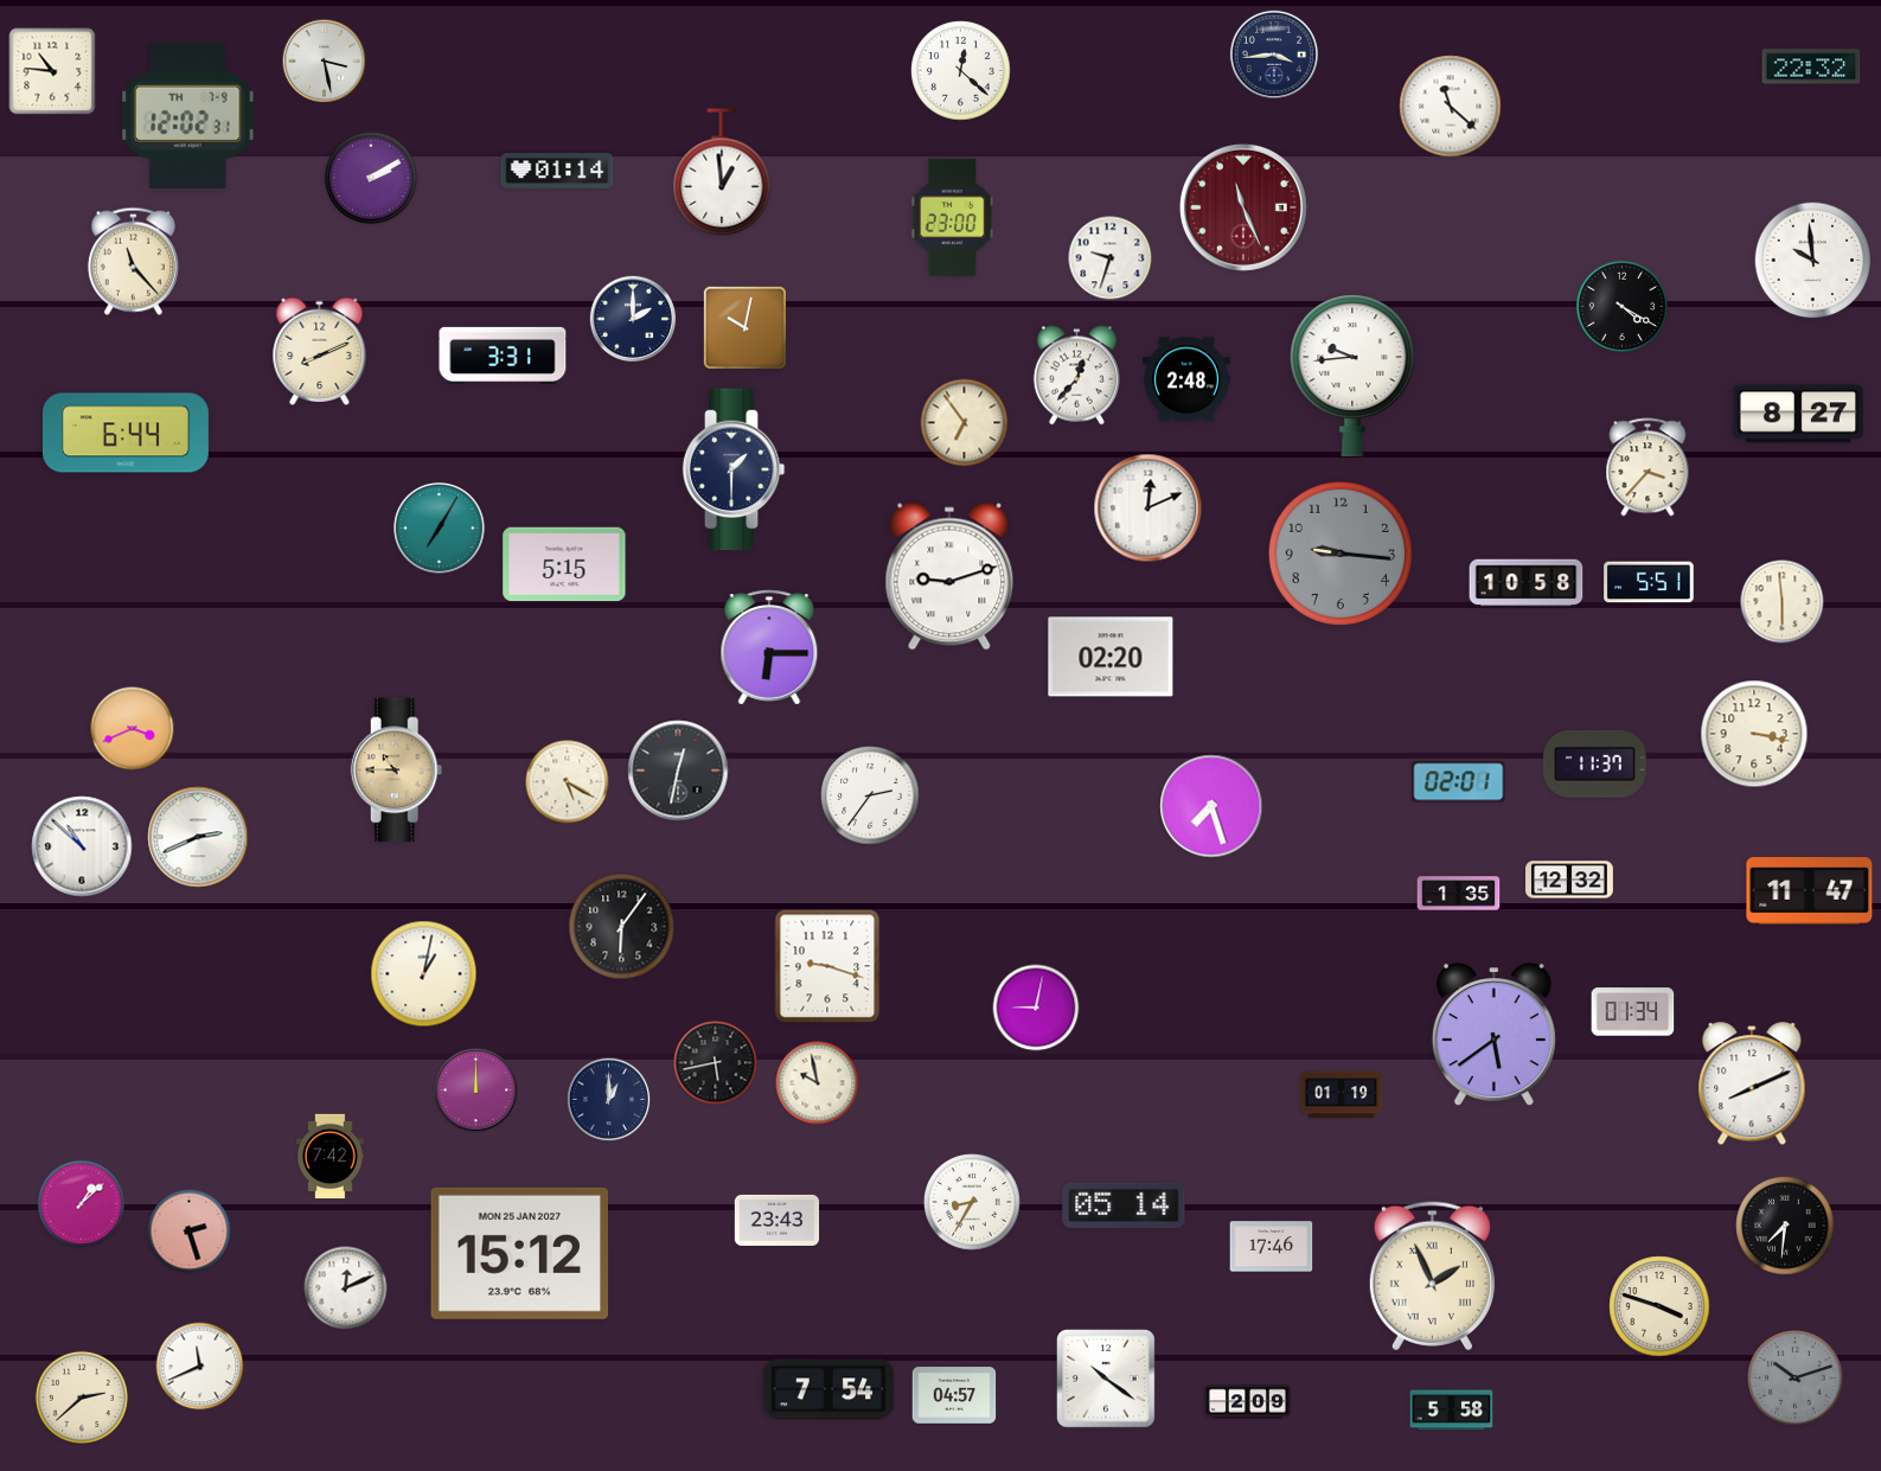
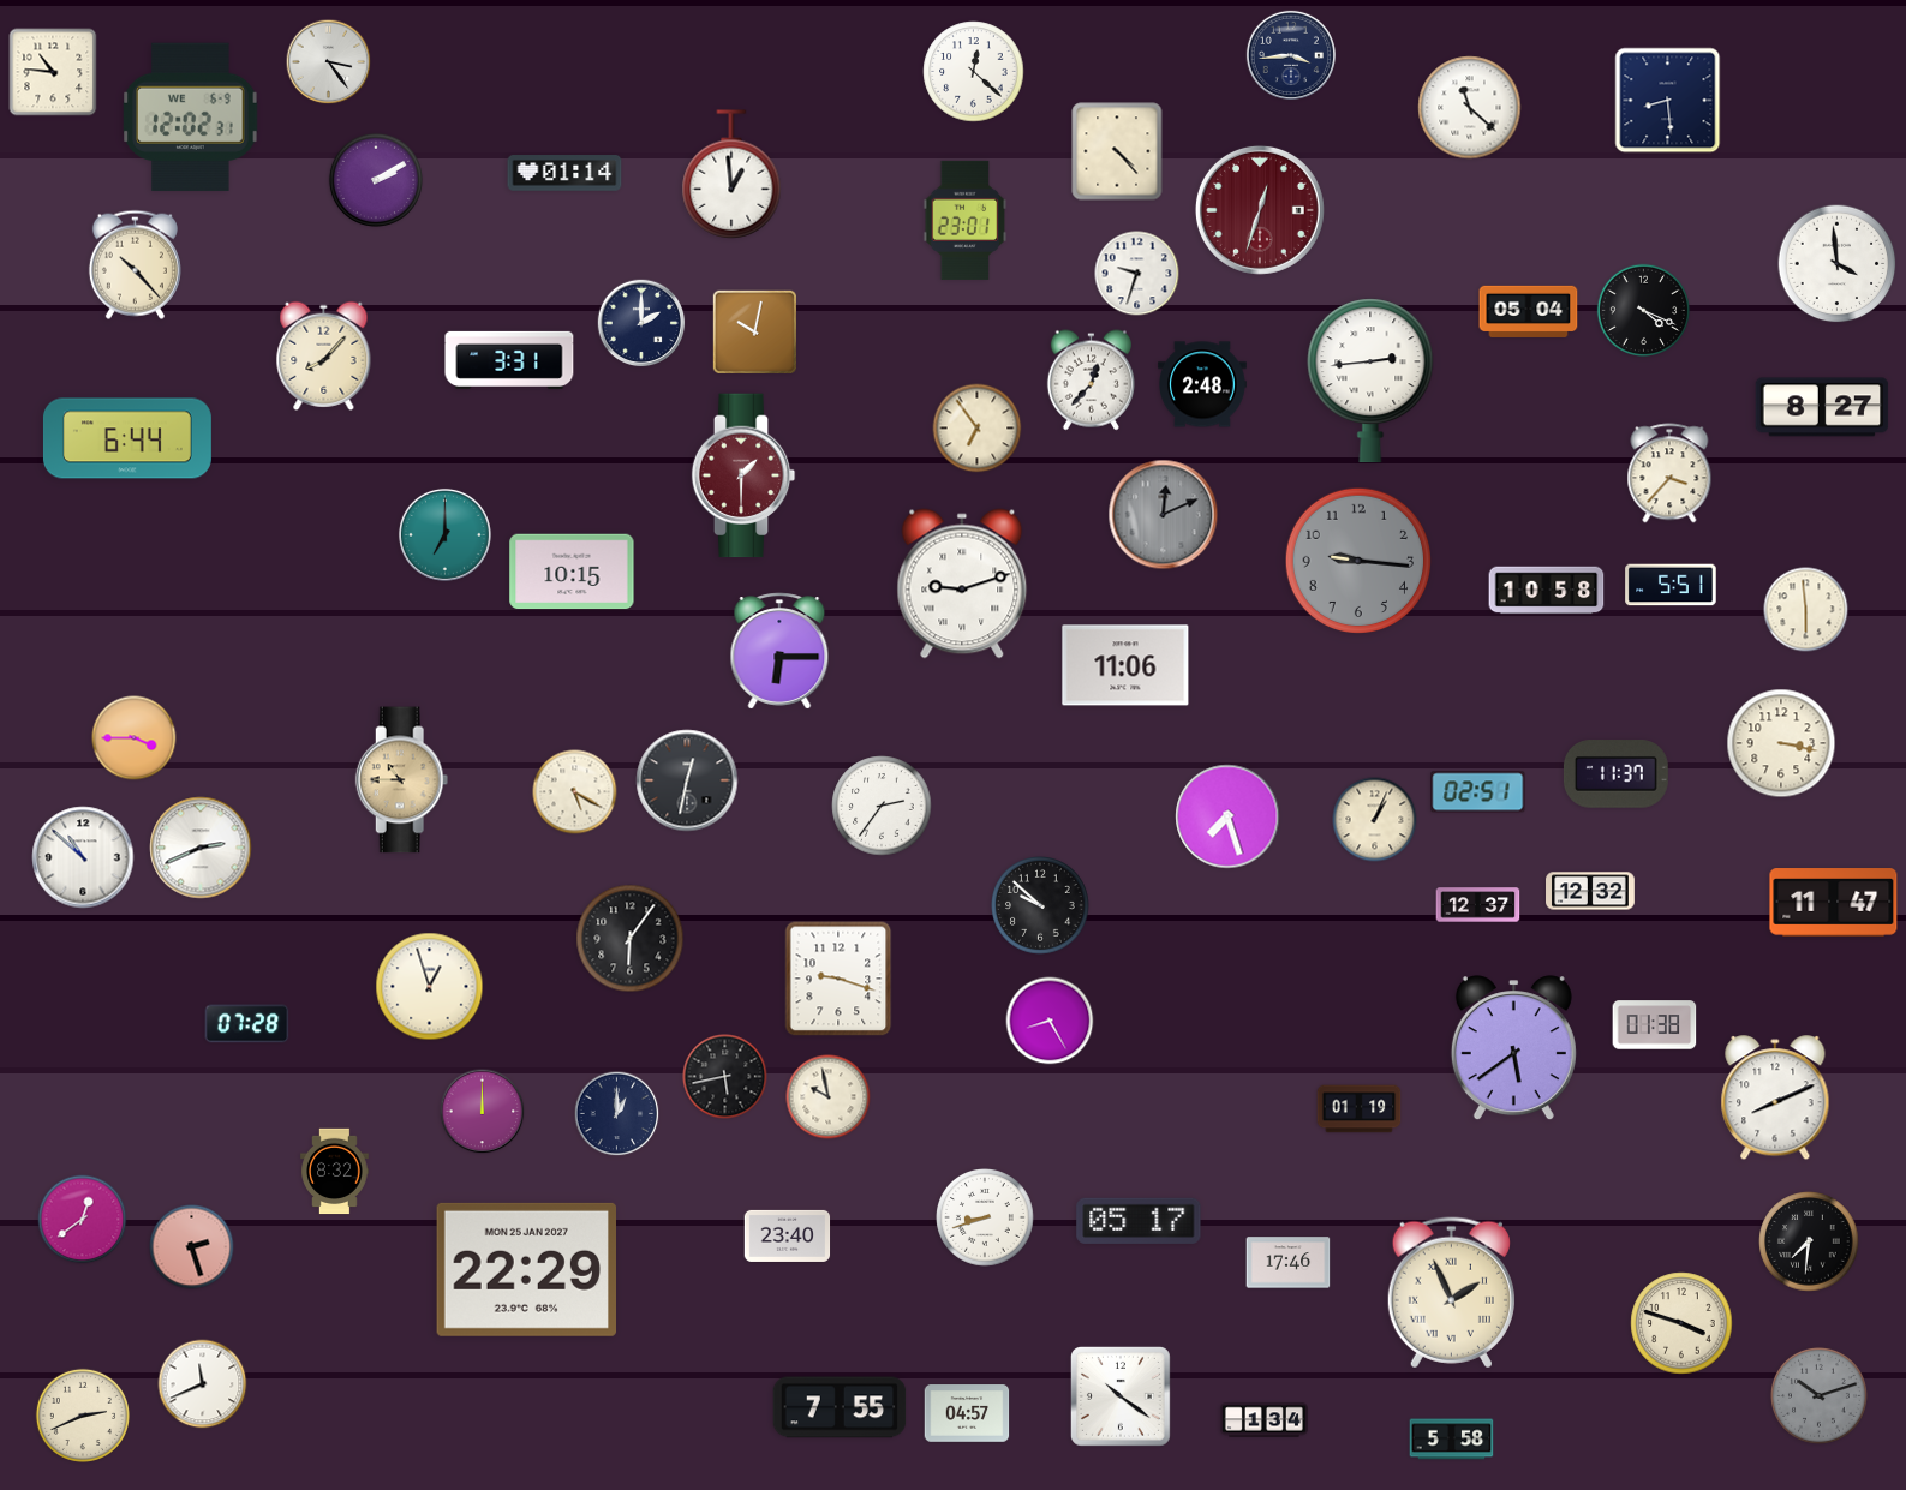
clock at (325, 62): 3:28 -> 3:24
clock at (1811, 66): 22:32 -> none
clock at (1668, 101): none -> 8:29
clock at (188, 115) date: TH 7-9 -> WE 6-9
clock at (1117, 151): none -> 4:23
clock at (1243, 207): 11:26 -> 12:33
clock at (953, 217): 23:00 -> 23:01
clock at (1111, 258) position: (1111, 258) -> (1137, 274)
clock at (133, 261): 11:23 -> 10:23
clock at (1813, 261): 9:59 -> 3:59
clock at (1529, 311): none -> 05:04
clock at (1623, 307): 4:20 -> 4:19
clock at (320, 351): 8:11 -> 8:07
clock at (1352, 376): 9:44 -> 2:44
clock at (1798, 414) position: (1798, 414) -> (1822, 407)
clock at (734, 469) dial: navy -> burgundy
clock at (1149, 509) dial: white -> grey
clock at (439, 527): 7:05 -> 7:00
clock at (564, 564): 5:15 -> 10:15
clock at (1649, 582) position: (1649, 582) -> (1671, 585)
clock at (769, 647) position: (769, 647) -> (779, 651)
clock at (1111, 657): 02:20 -> 11:06
clock at (133, 729): 3:41 -> 3:45
clock at (1754, 734) position: (1754, 734) -> (1781, 743)
clock at (1459, 782): 02:01 -> 02:51
clock at (1375, 820): none -> 1:04
clock at (1459, 894): 1:35 -> 12:37
clock at (1041, 906): none -> 9:52
clock at (424, 974): 1:02 -> 12:57
clock at (1036, 1008): 9:02 -> 8:25
clock at (247, 1024): none -> 07:28
clock at (1633, 1012): 01:34 -> 01:38
clock at (476, 1091) position: (476, 1091) -> (483, 1112)
clock at (331, 1157): 7:42 -> 8:32
clock at (973, 1203): 8:35 -> 8:42
clock at (82, 1204): 1:08 -> 12:39
clock at (1124, 1205): 05:14 -> 05:17
clock at (778, 1220): 23:43 -> 23:40
clock at (519, 1253): 15:12 -> 22:29
clock at (346, 1288): 12:11 -> none
clock at (828, 1389): 7:54 -> 7:55
clock at (82, 1398): 2:38 -> 2:41
clock at (1247, 1402): 2:09 -> 1:34
clock at (1452, 1411) position: (1452, 1411) -> (1452, 1440)
